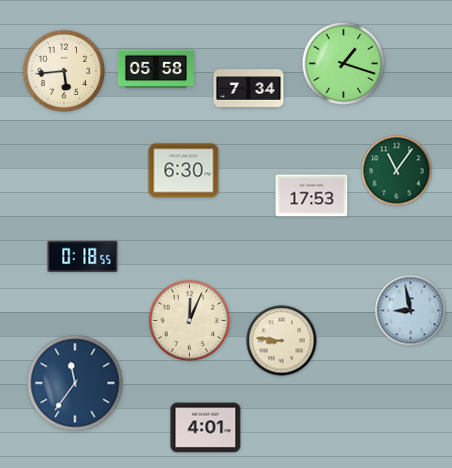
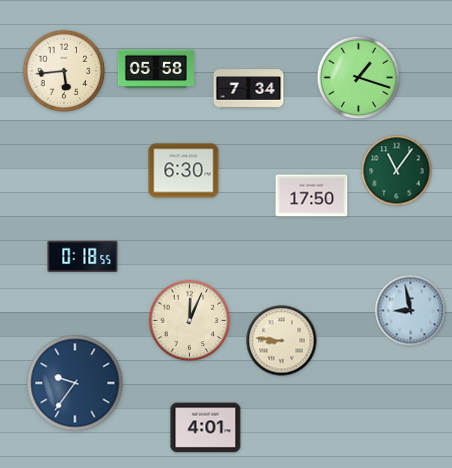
clock at (344, 64) position: (344, 64) -> (359, 78)
clock at (312, 196): 17:53 -> 17:50
clock at (75, 383): 11:36 -> 9:36
